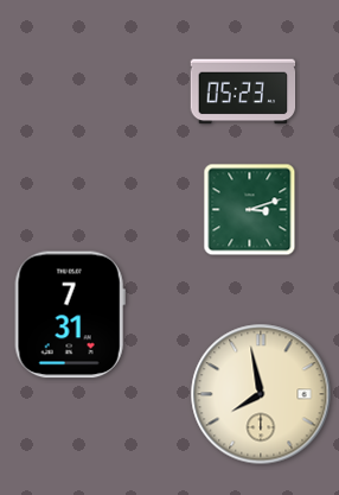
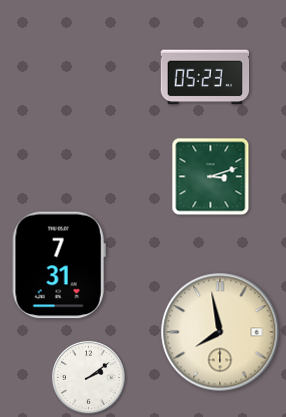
clock at (88, 377): none -> 2:09
